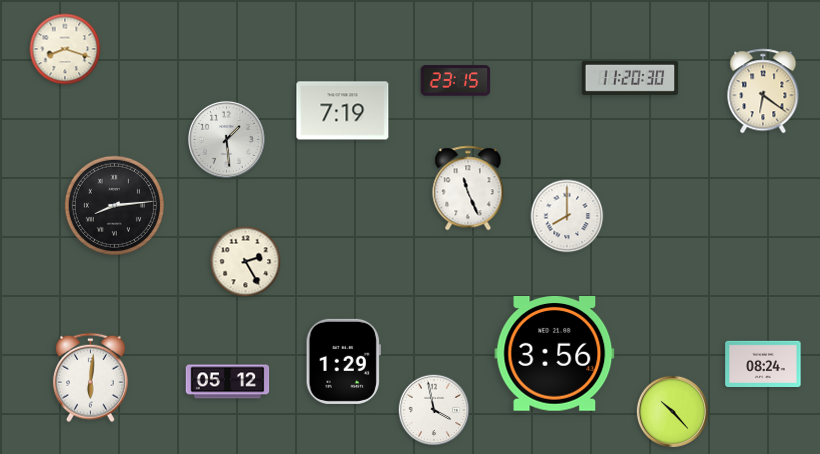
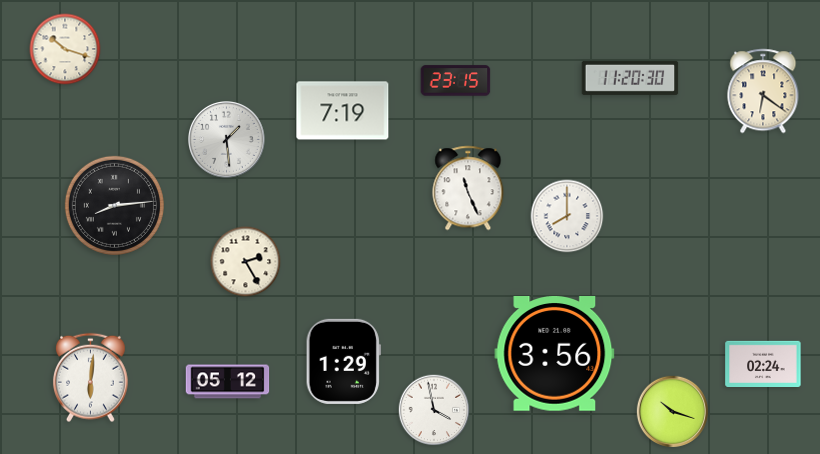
clock at (65, 49): 8:18 -> 10:18
clock at (763, 363): 08:24 -> 02:24
clock at (673, 412): 10:23 -> 10:18
